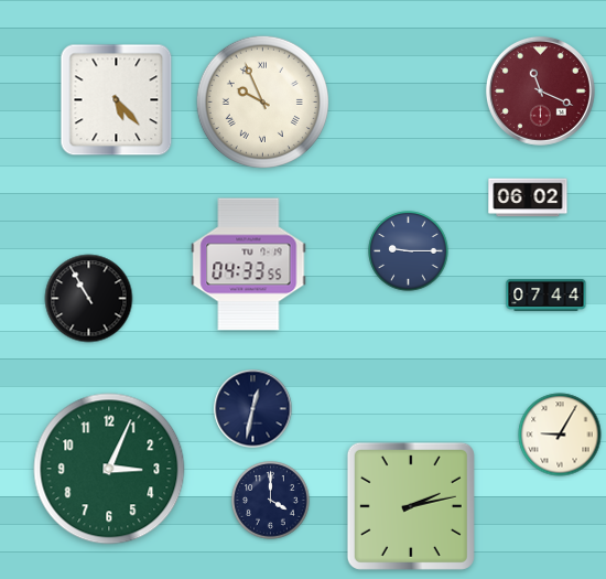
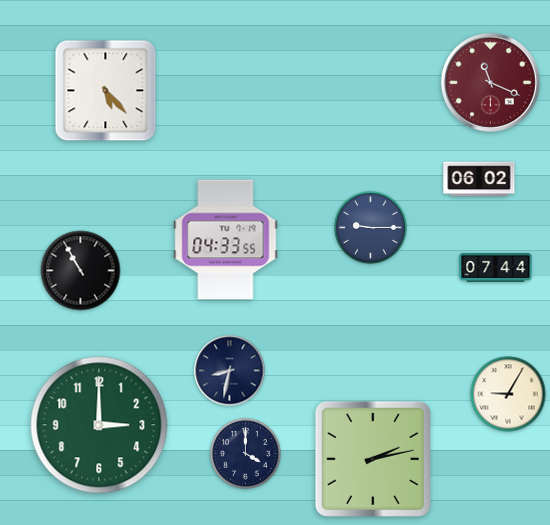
clock at (262, 101): 9:56 -> none
clock at (253, 409): 12:32 -> 8:32
clock at (109, 469): 3:04 -> 3:00
